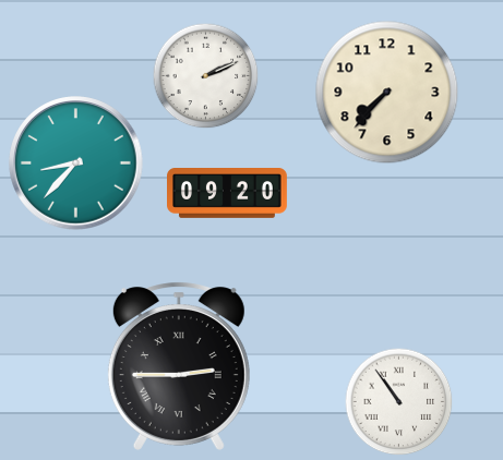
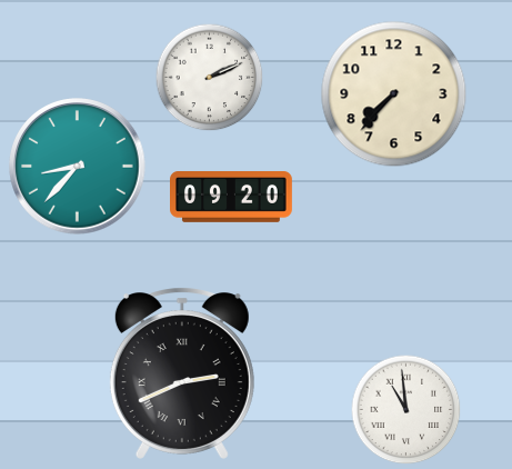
clock at (179, 366): 2:45 -> 2:41
clock at (399, 402): 10:54 -> 10:59
